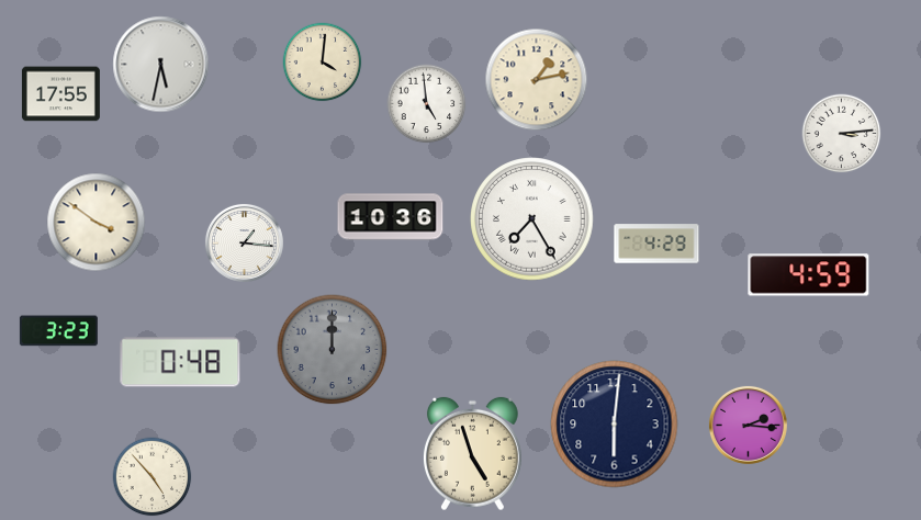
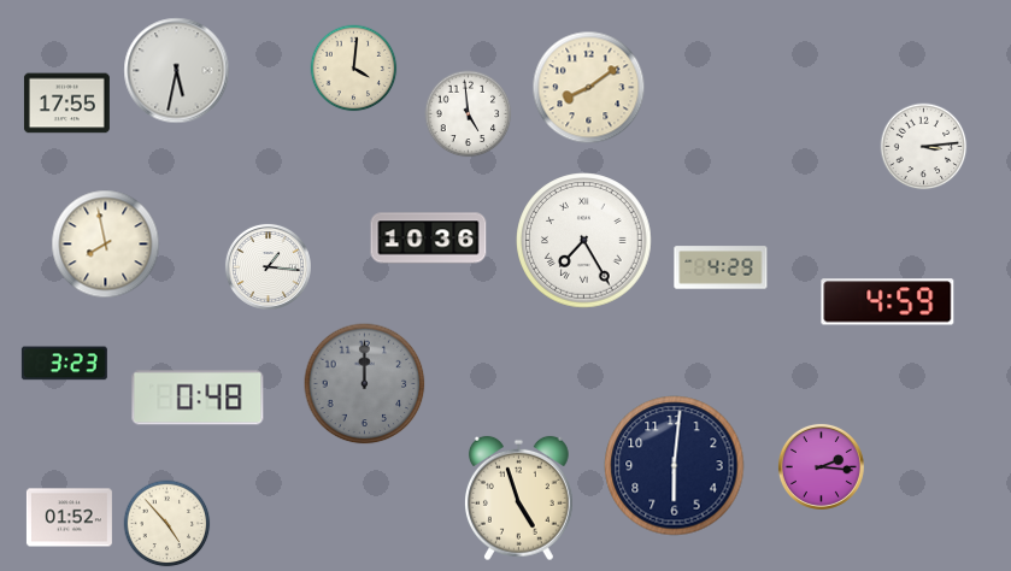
clock at (537, 80): 1:13 -> 8:09
clock at (97, 223): 3:51 -> 7:58
clock at (69, 518): none -> 01:52
